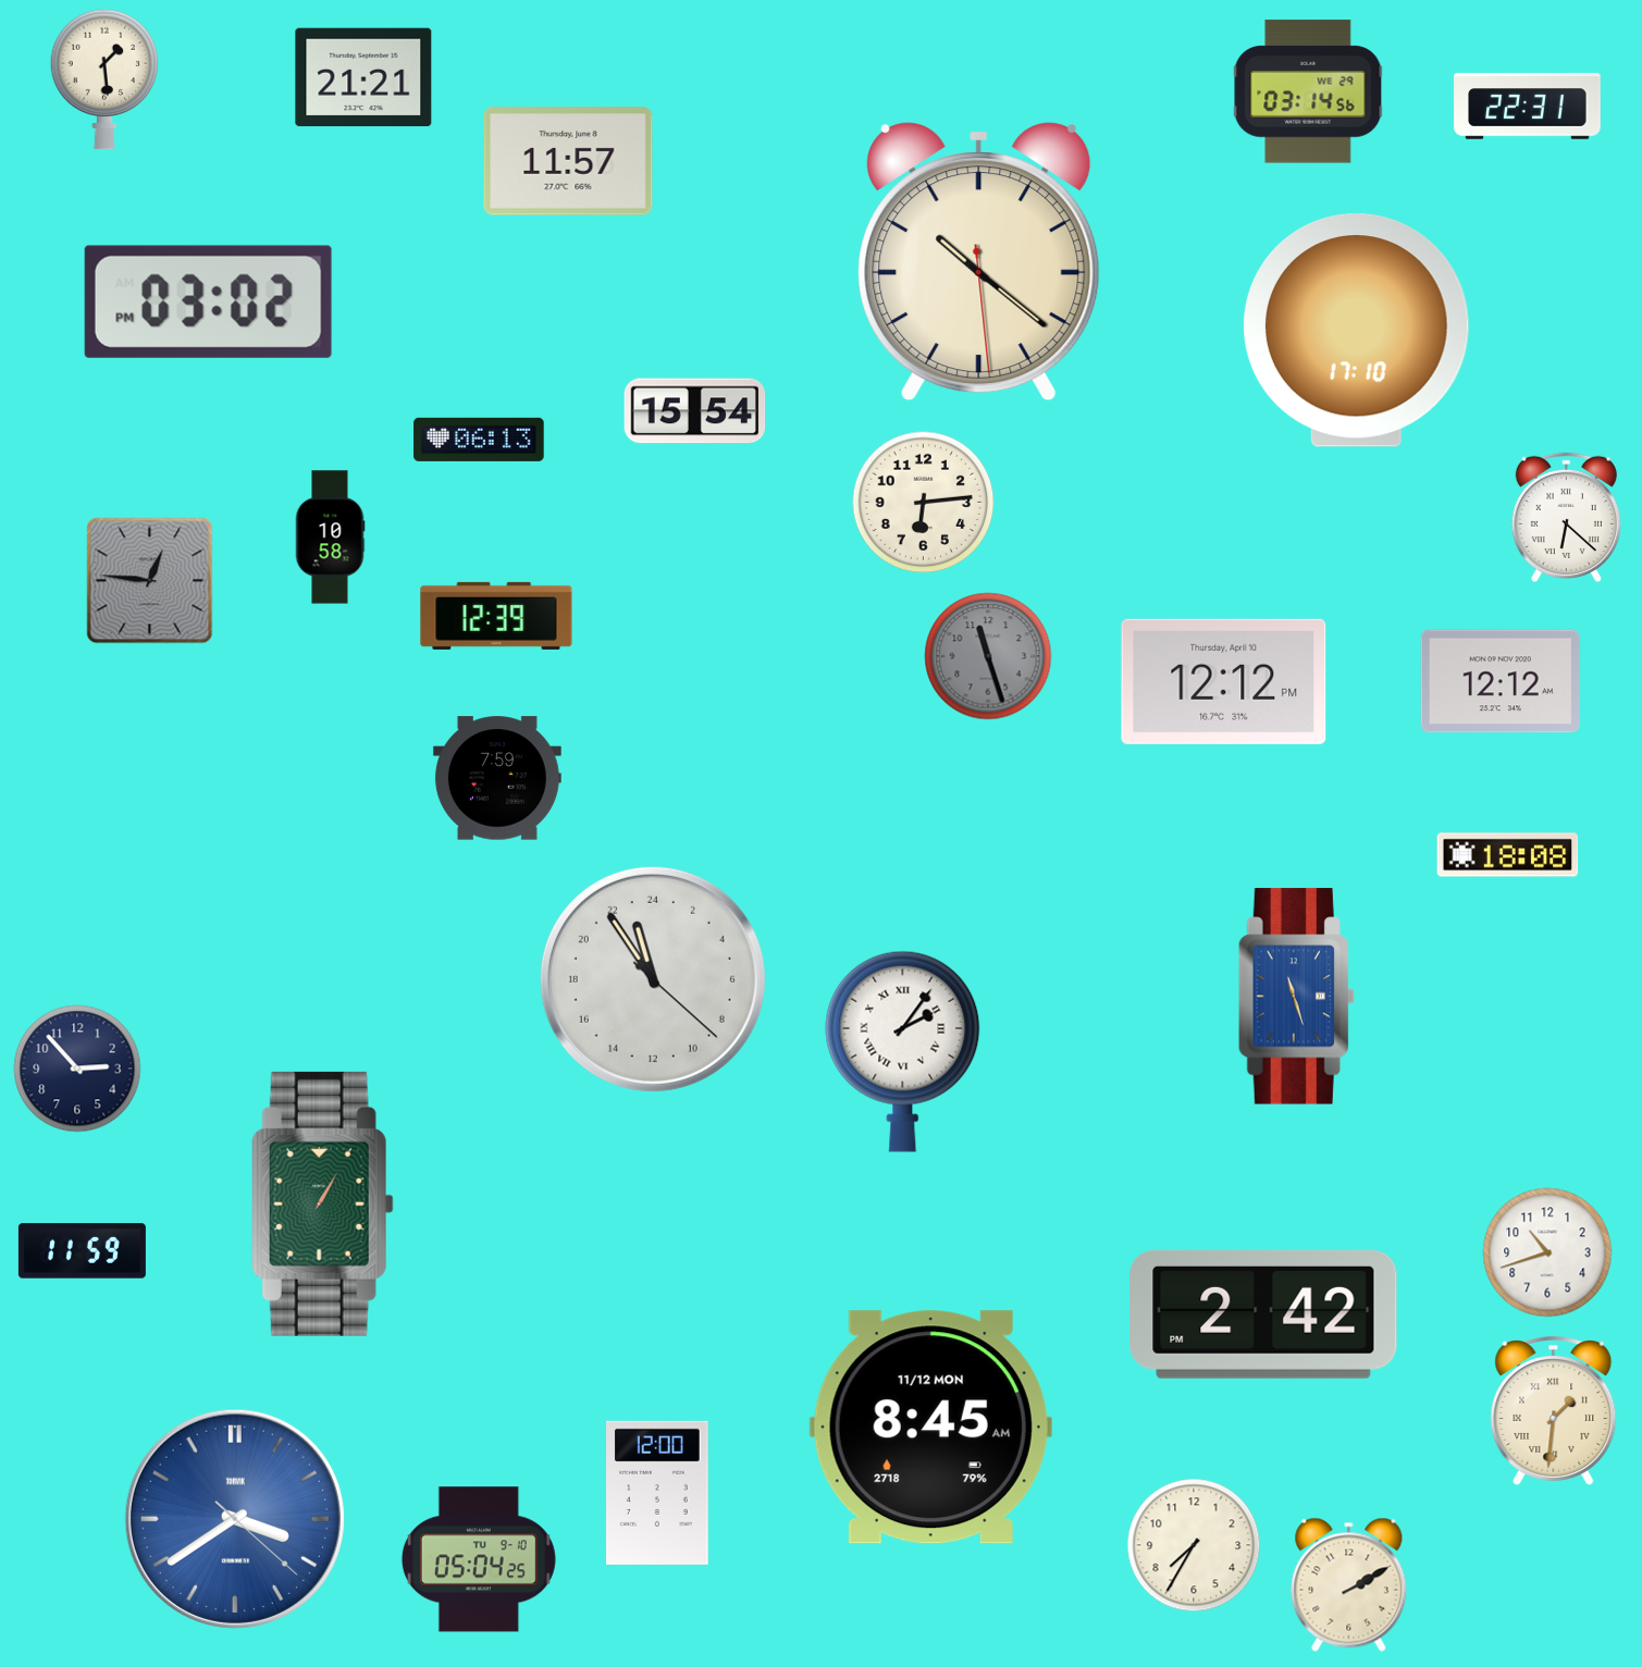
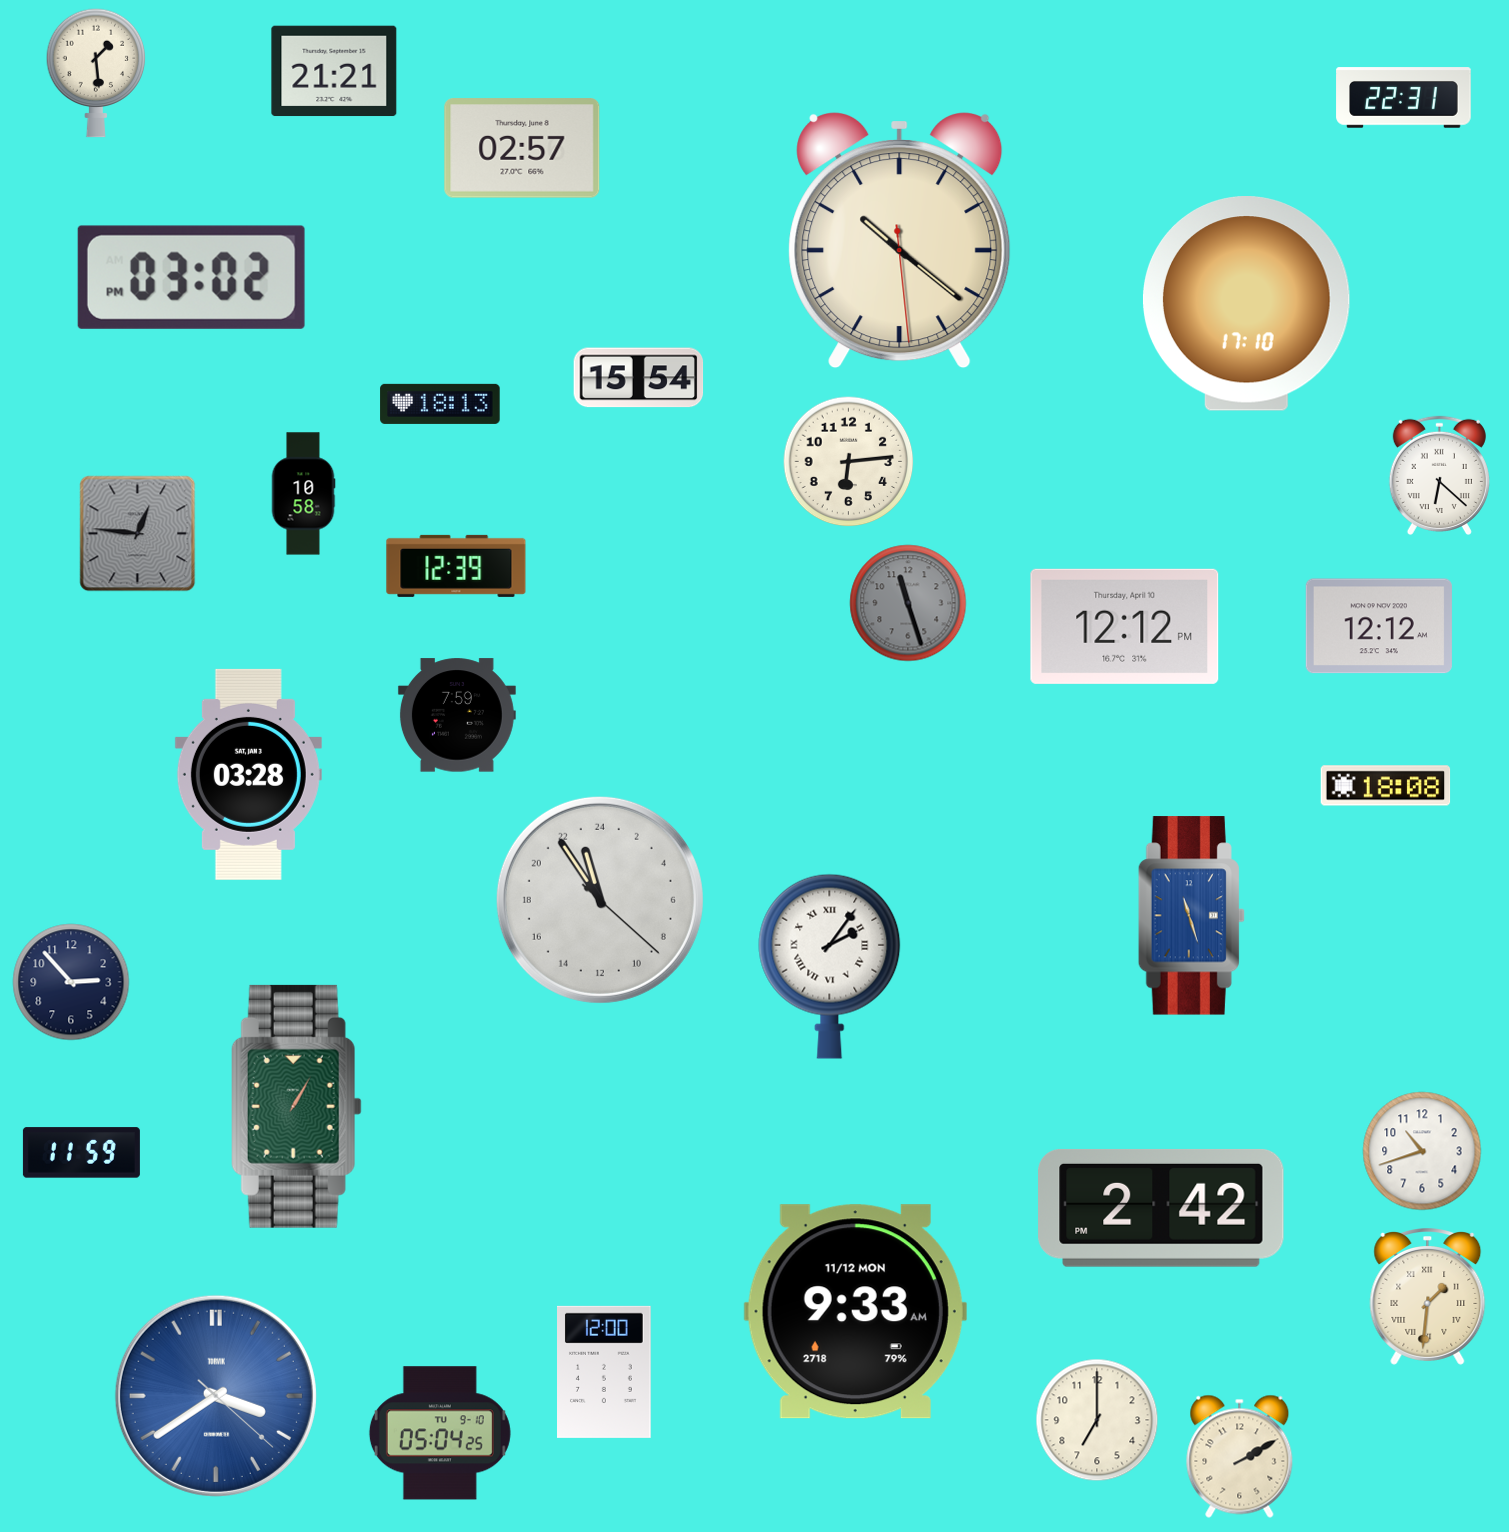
clock at (1308, 91): 03:14 -> none
clock at (568, 161): 11:57 -> 02:57
clock at (479, 440): 06:13 -> 18:13
clock at (248, 774): none -> 03:28
clock at (82, 1251) position: (82, 1251) -> (81, 1153)
clock at (930, 1428): 8:45 -> 9:33
clock at (1194, 1545): 7:35 -> 7:00
